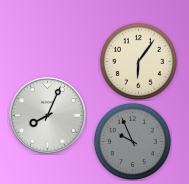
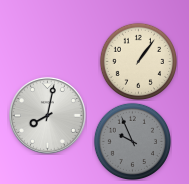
clock at (138, 61): 6:06 -> 1:06
clock at (47, 115): 8:04 -> 8:02
